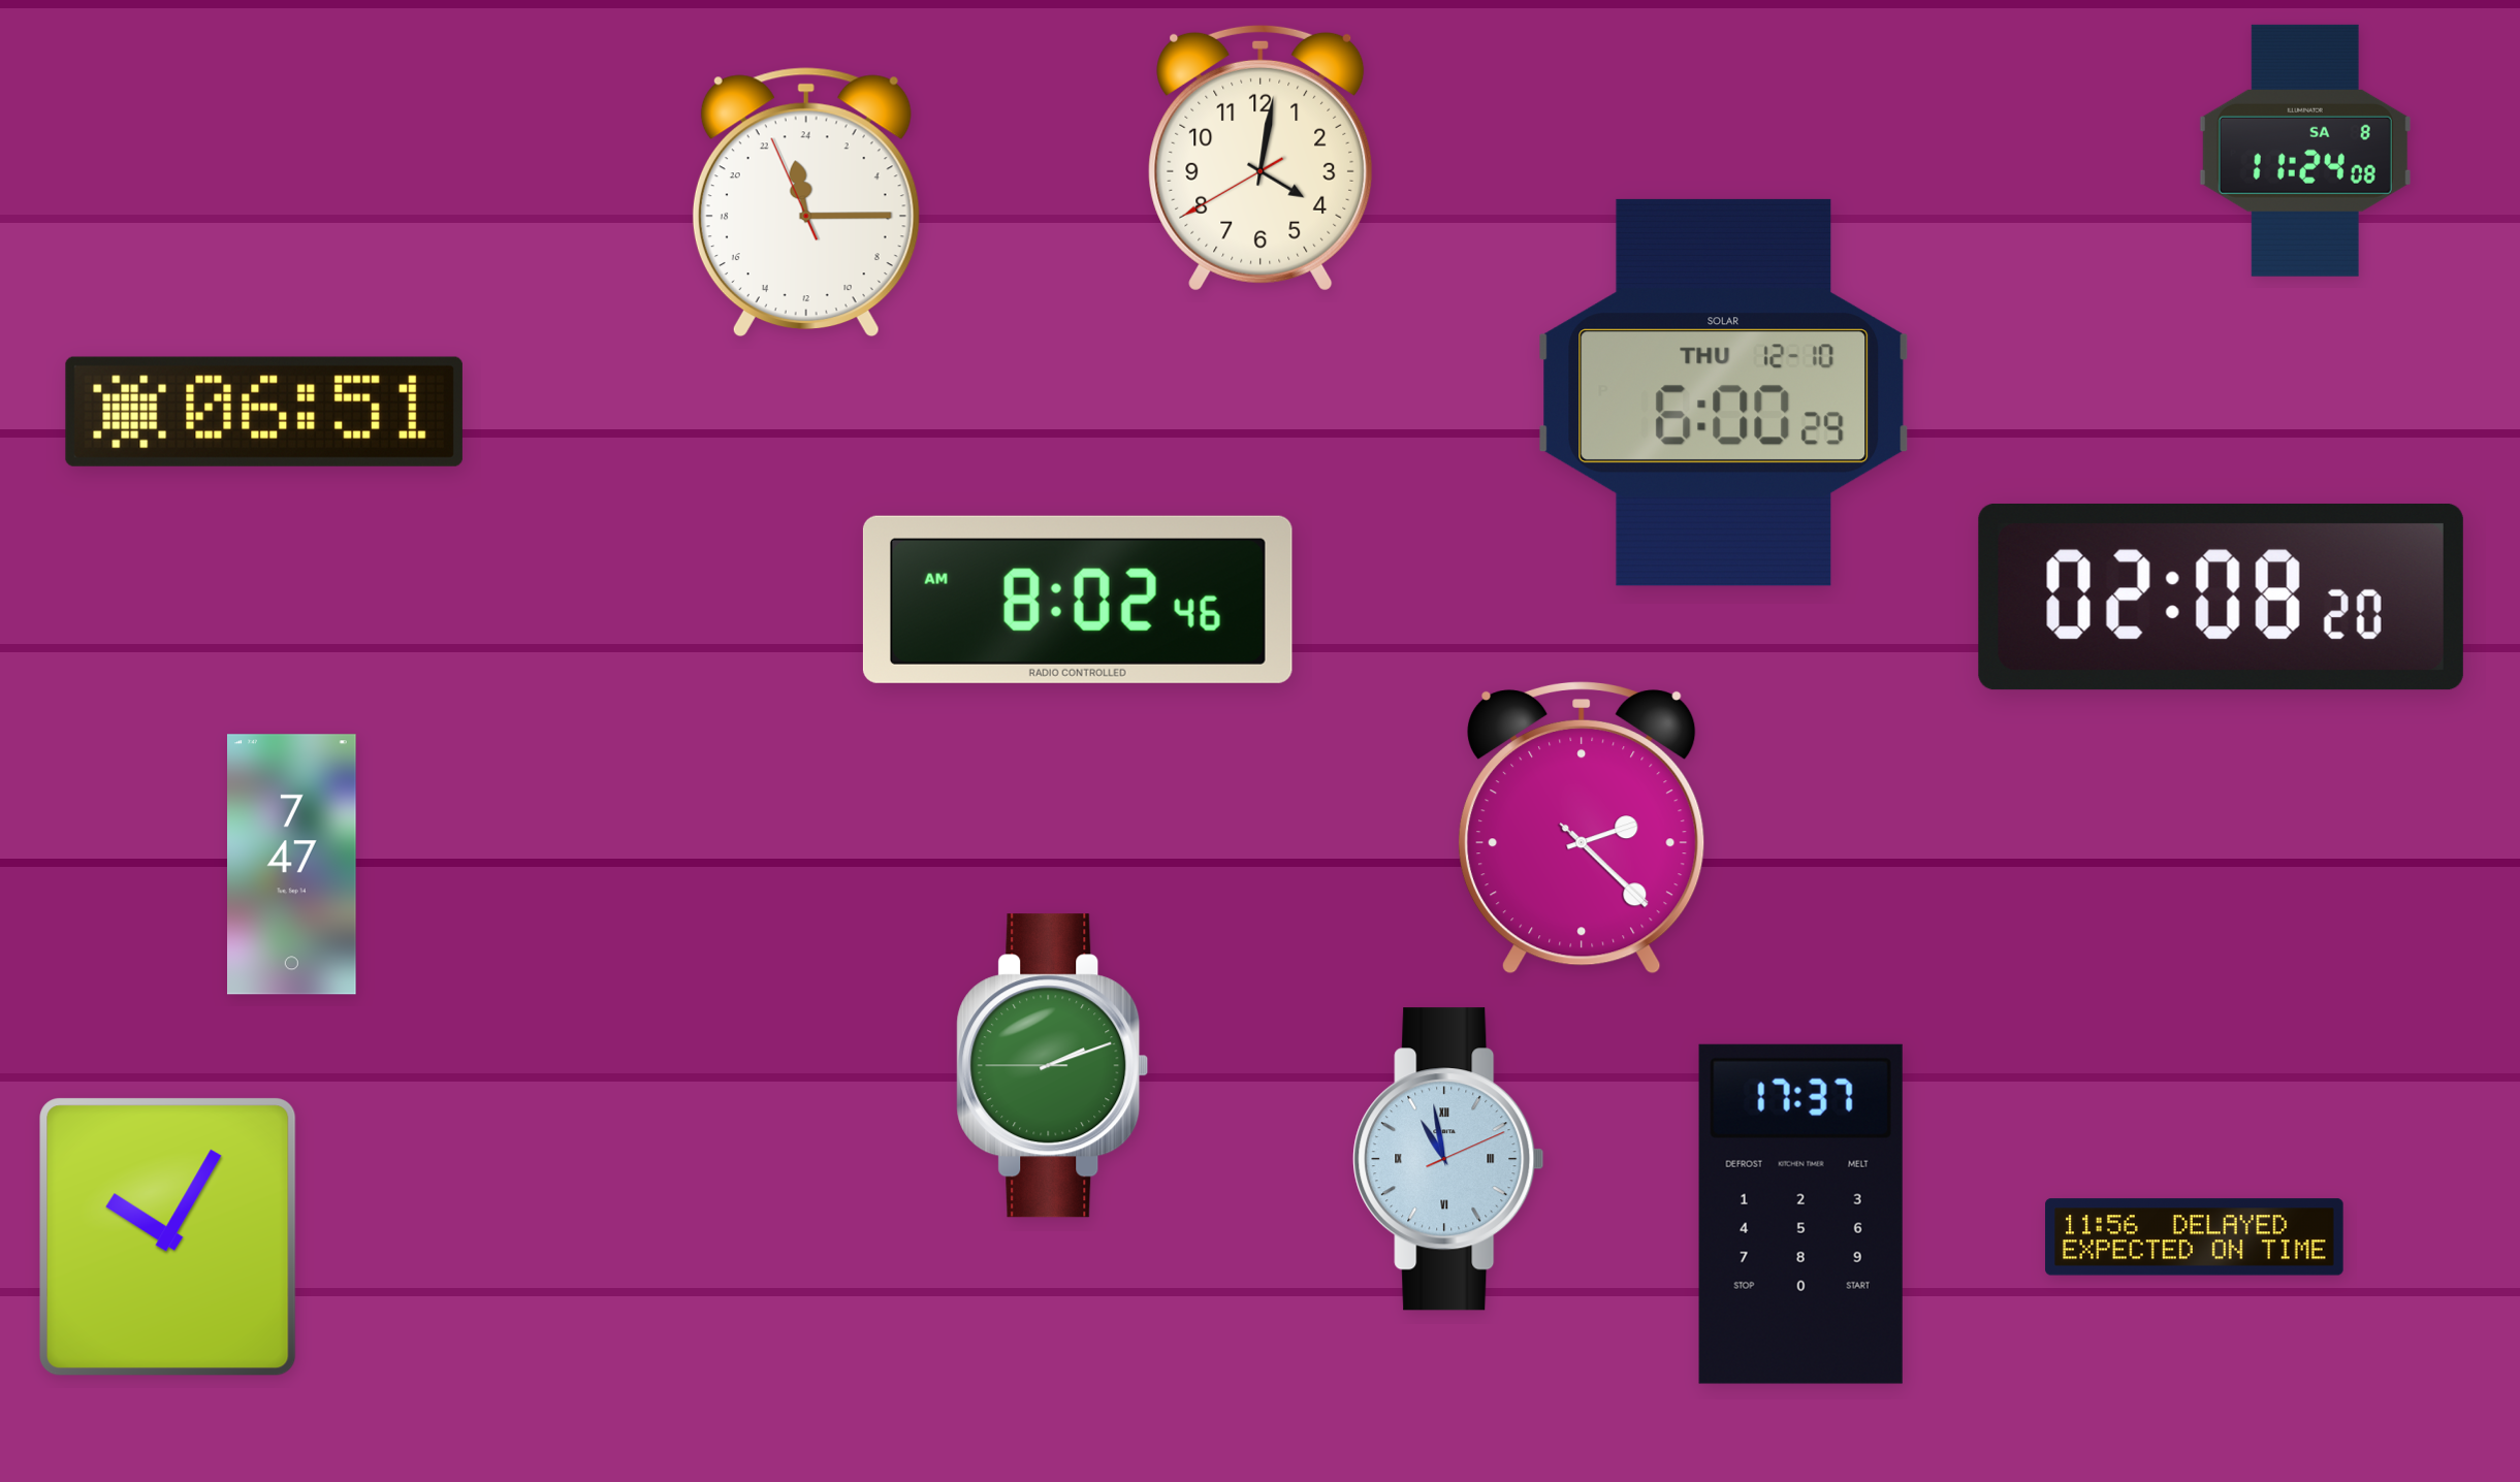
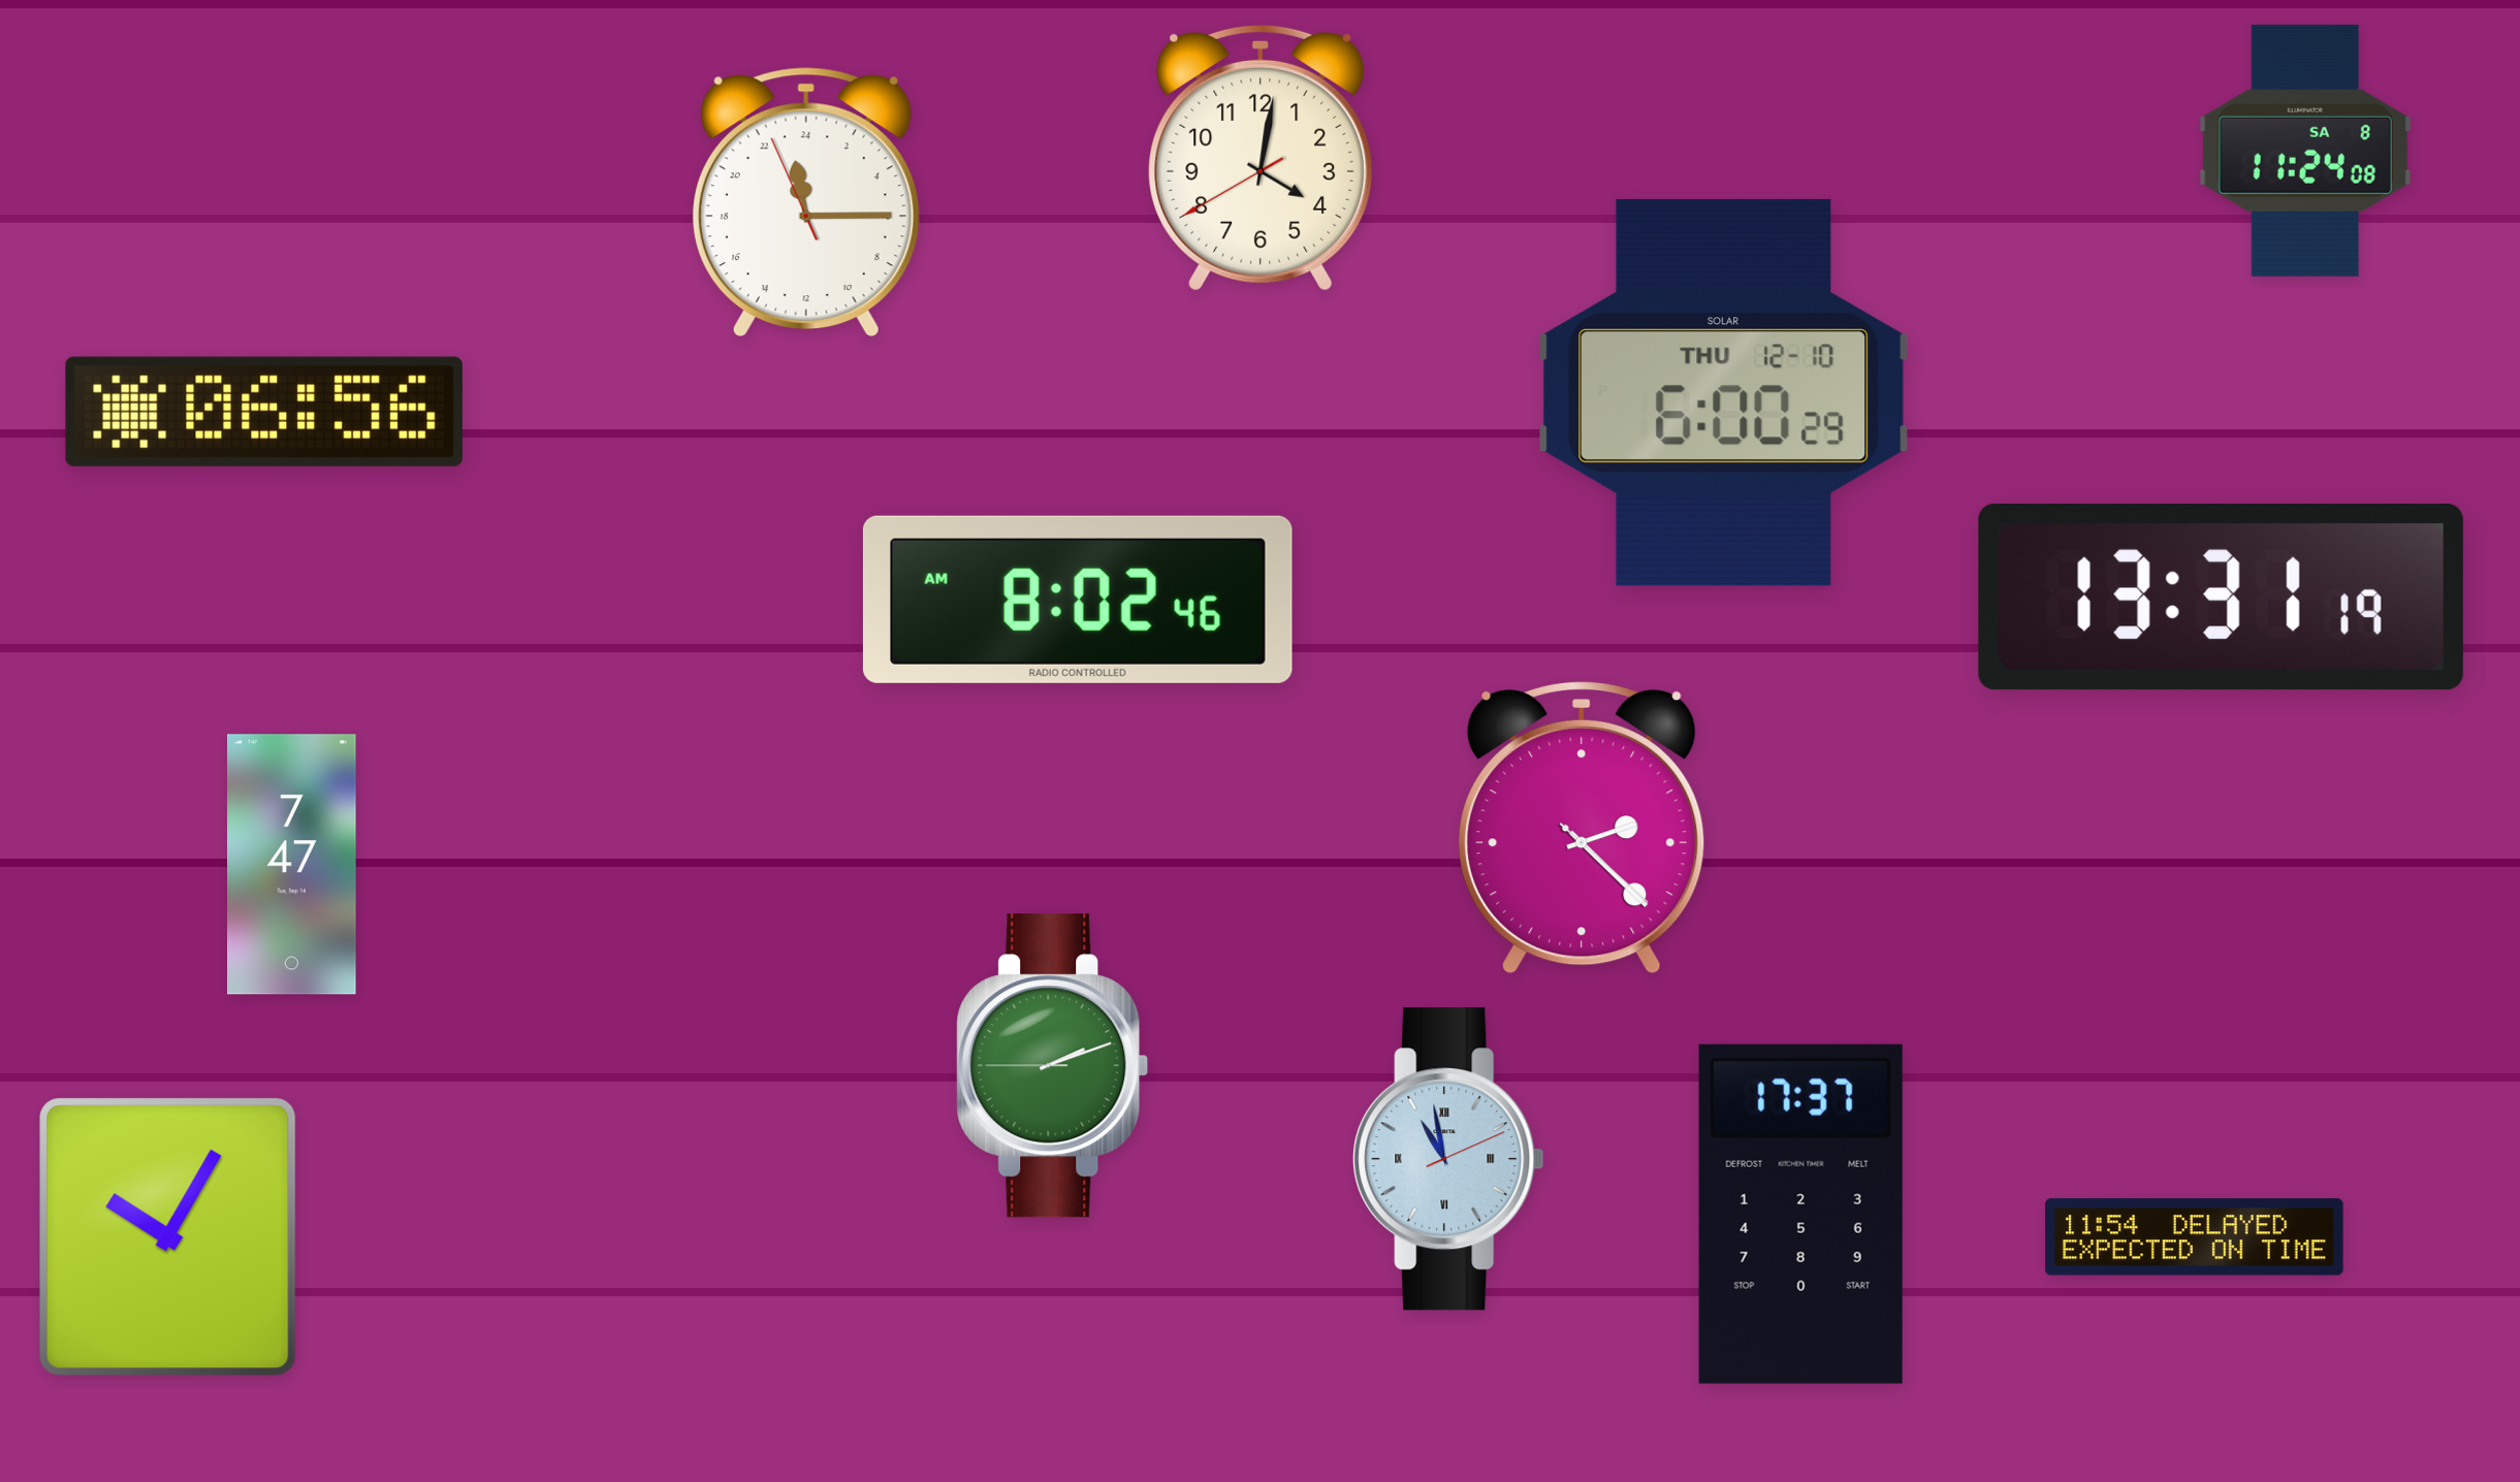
clock at (264, 412): 06:51 -> 06:56
clock at (2221, 597): 02:08 -> 13:31
clock at (2195, 1237): 11:56 -> 11:54
